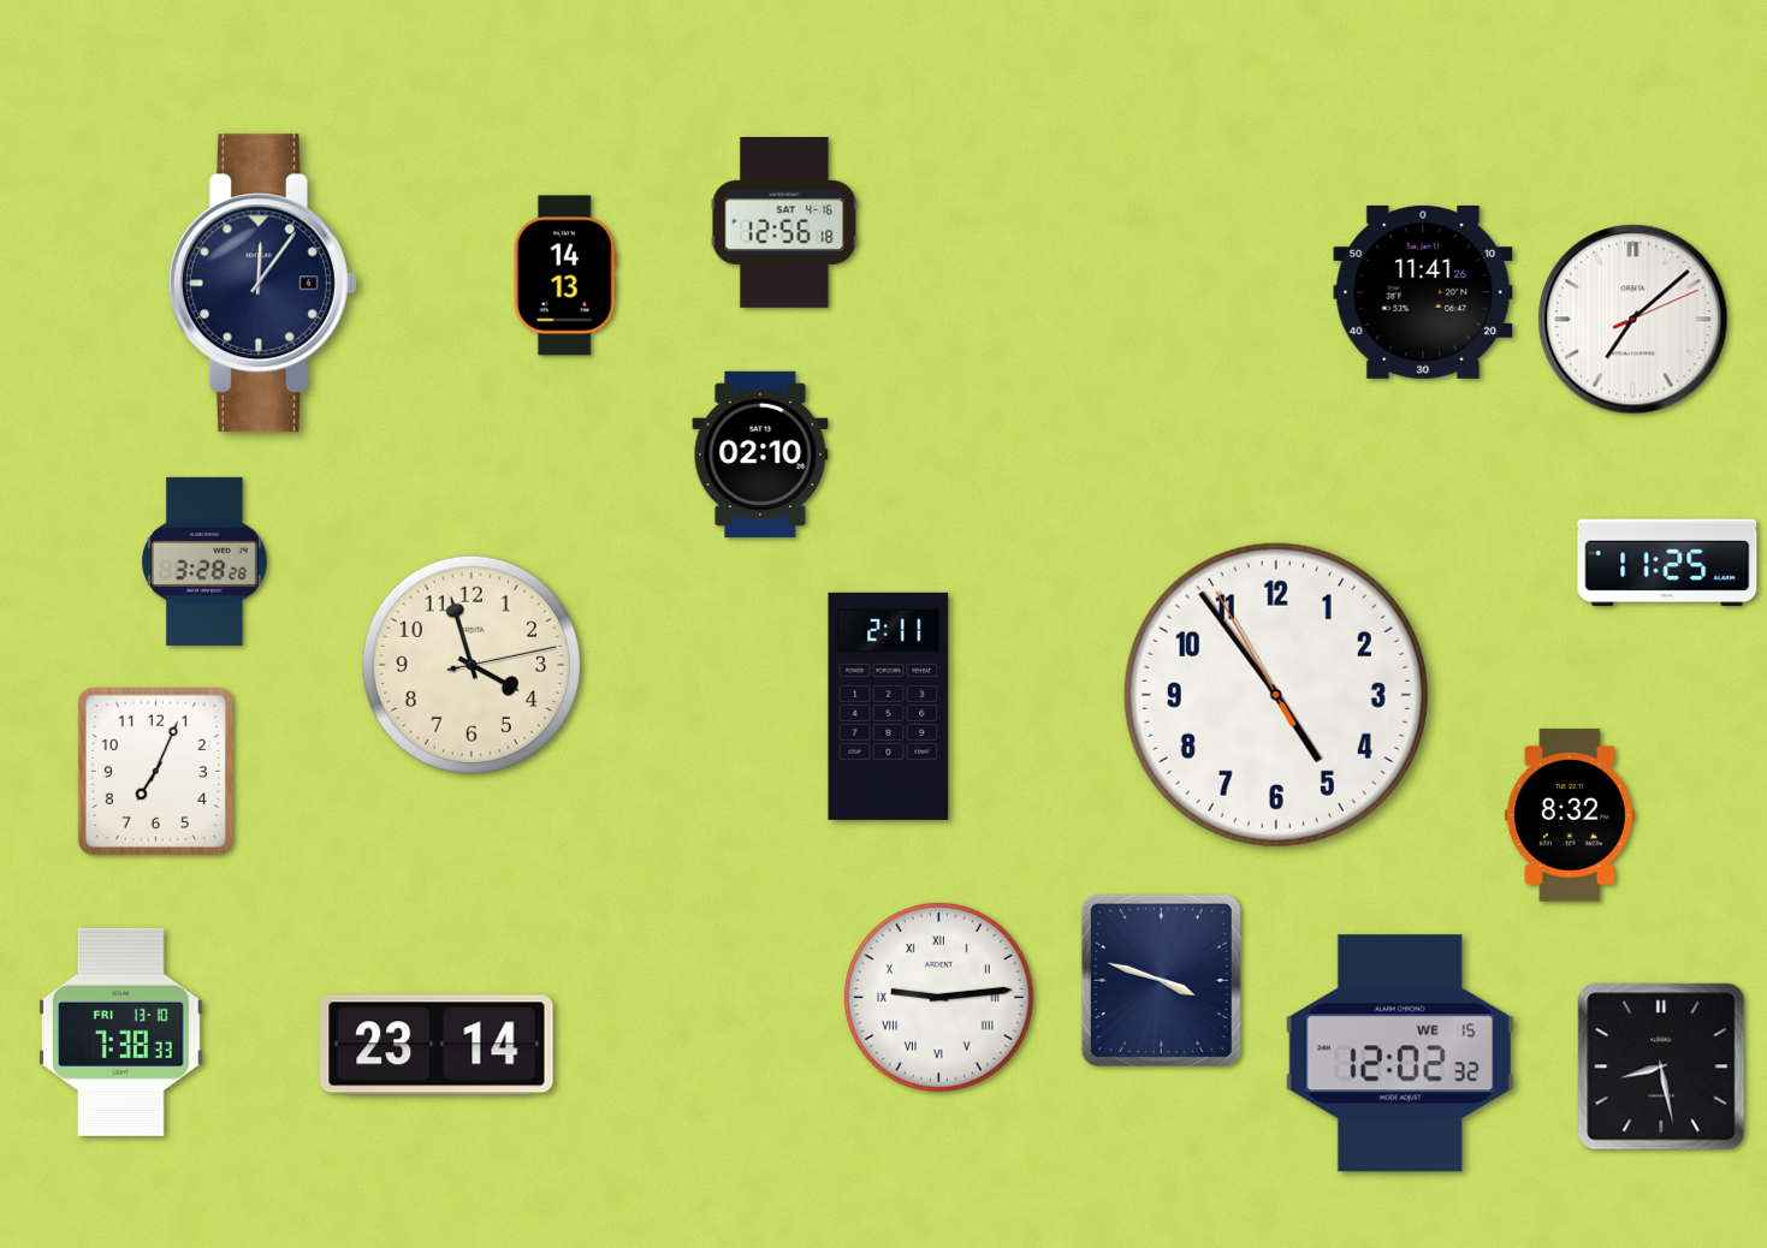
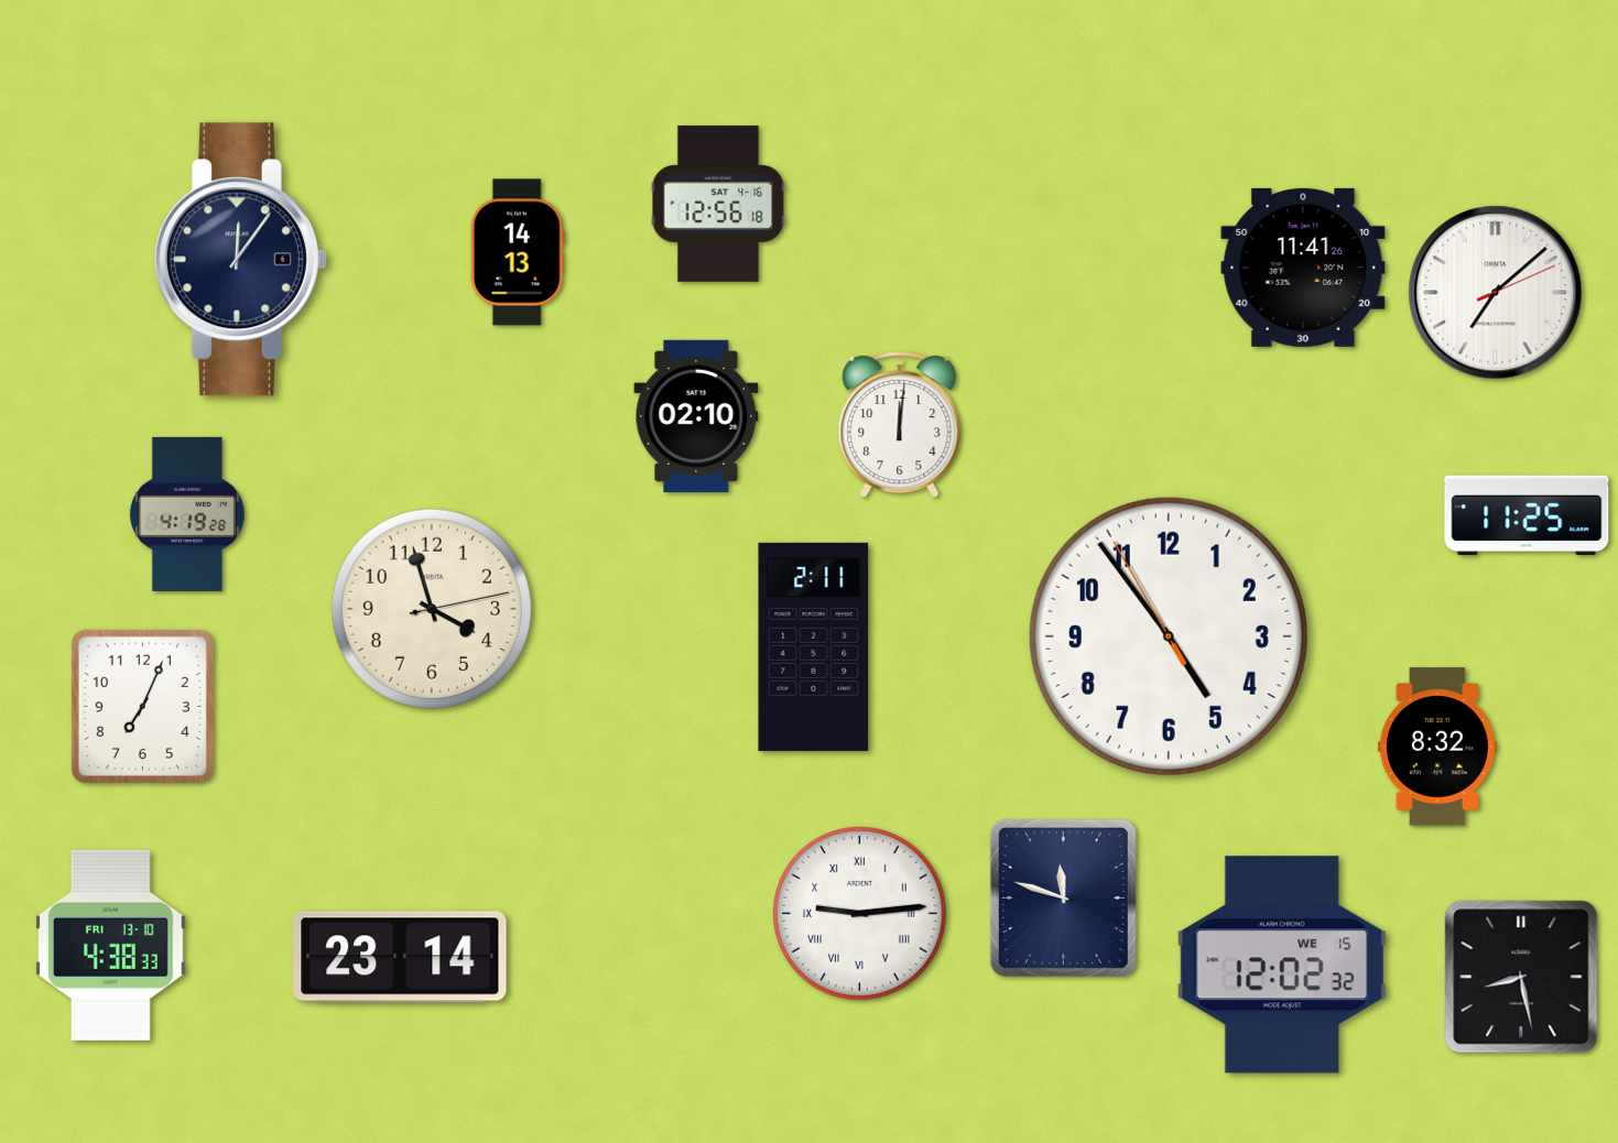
clock at (900, 425): none -> 12:01
clock at (204, 561): 3:28 -> 4:19
clock at (1161, 980): 3:48 -> 11:48
clock at (121, 1032): 7:38 -> 4:38
